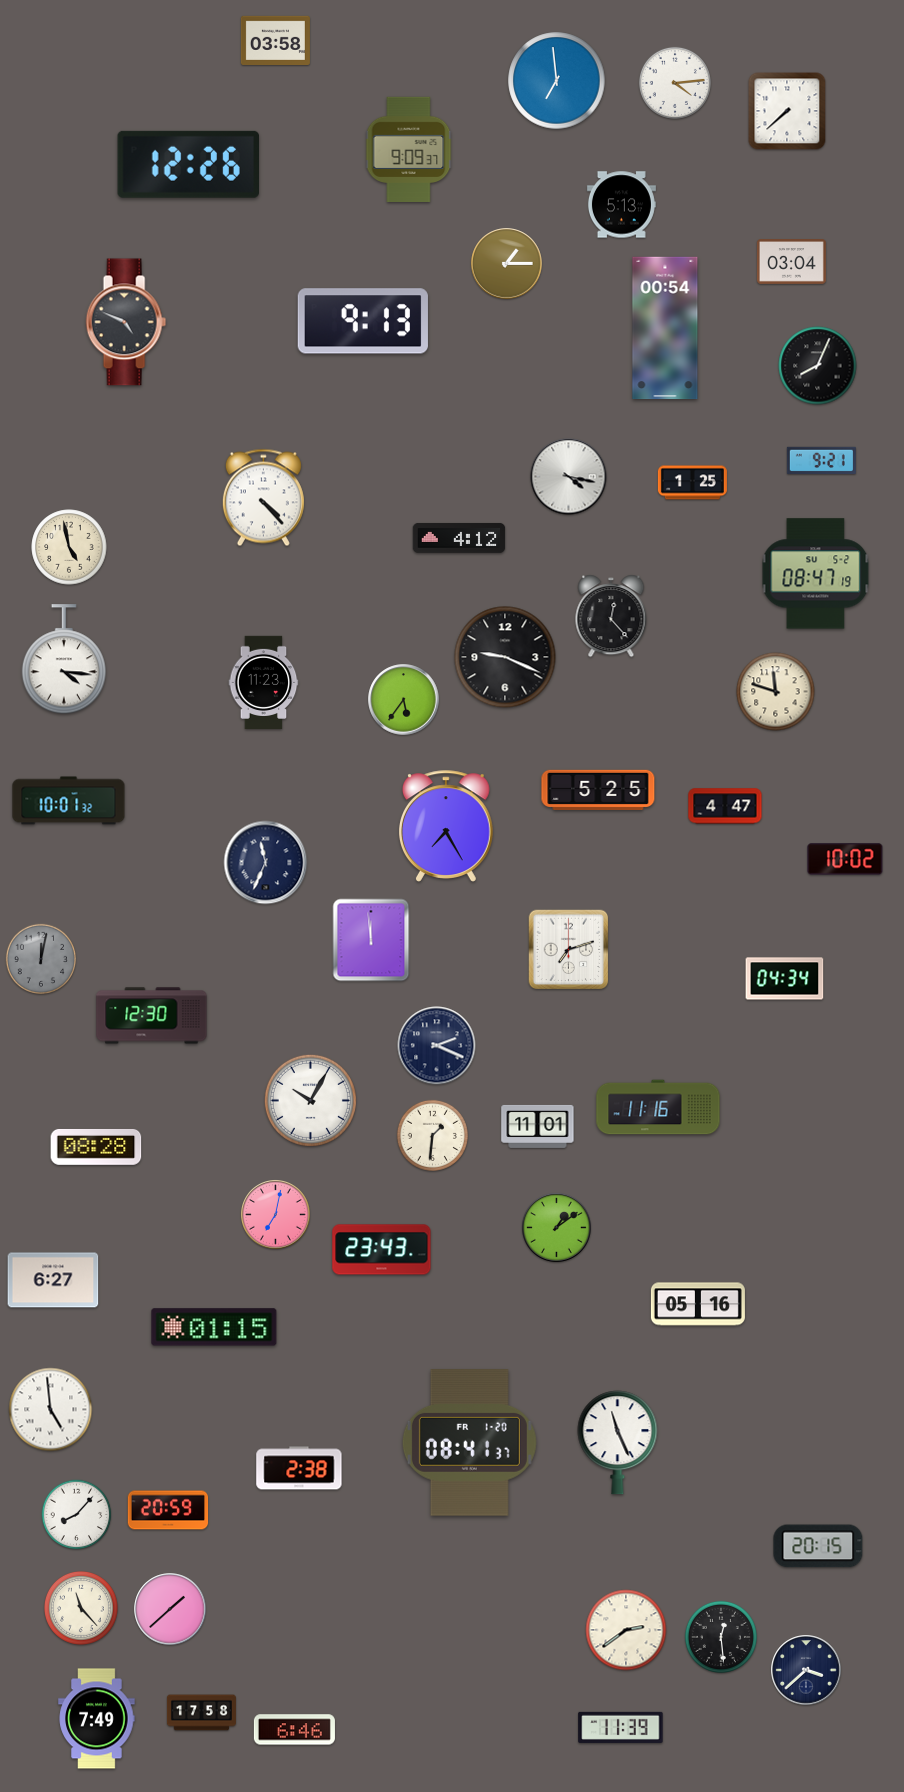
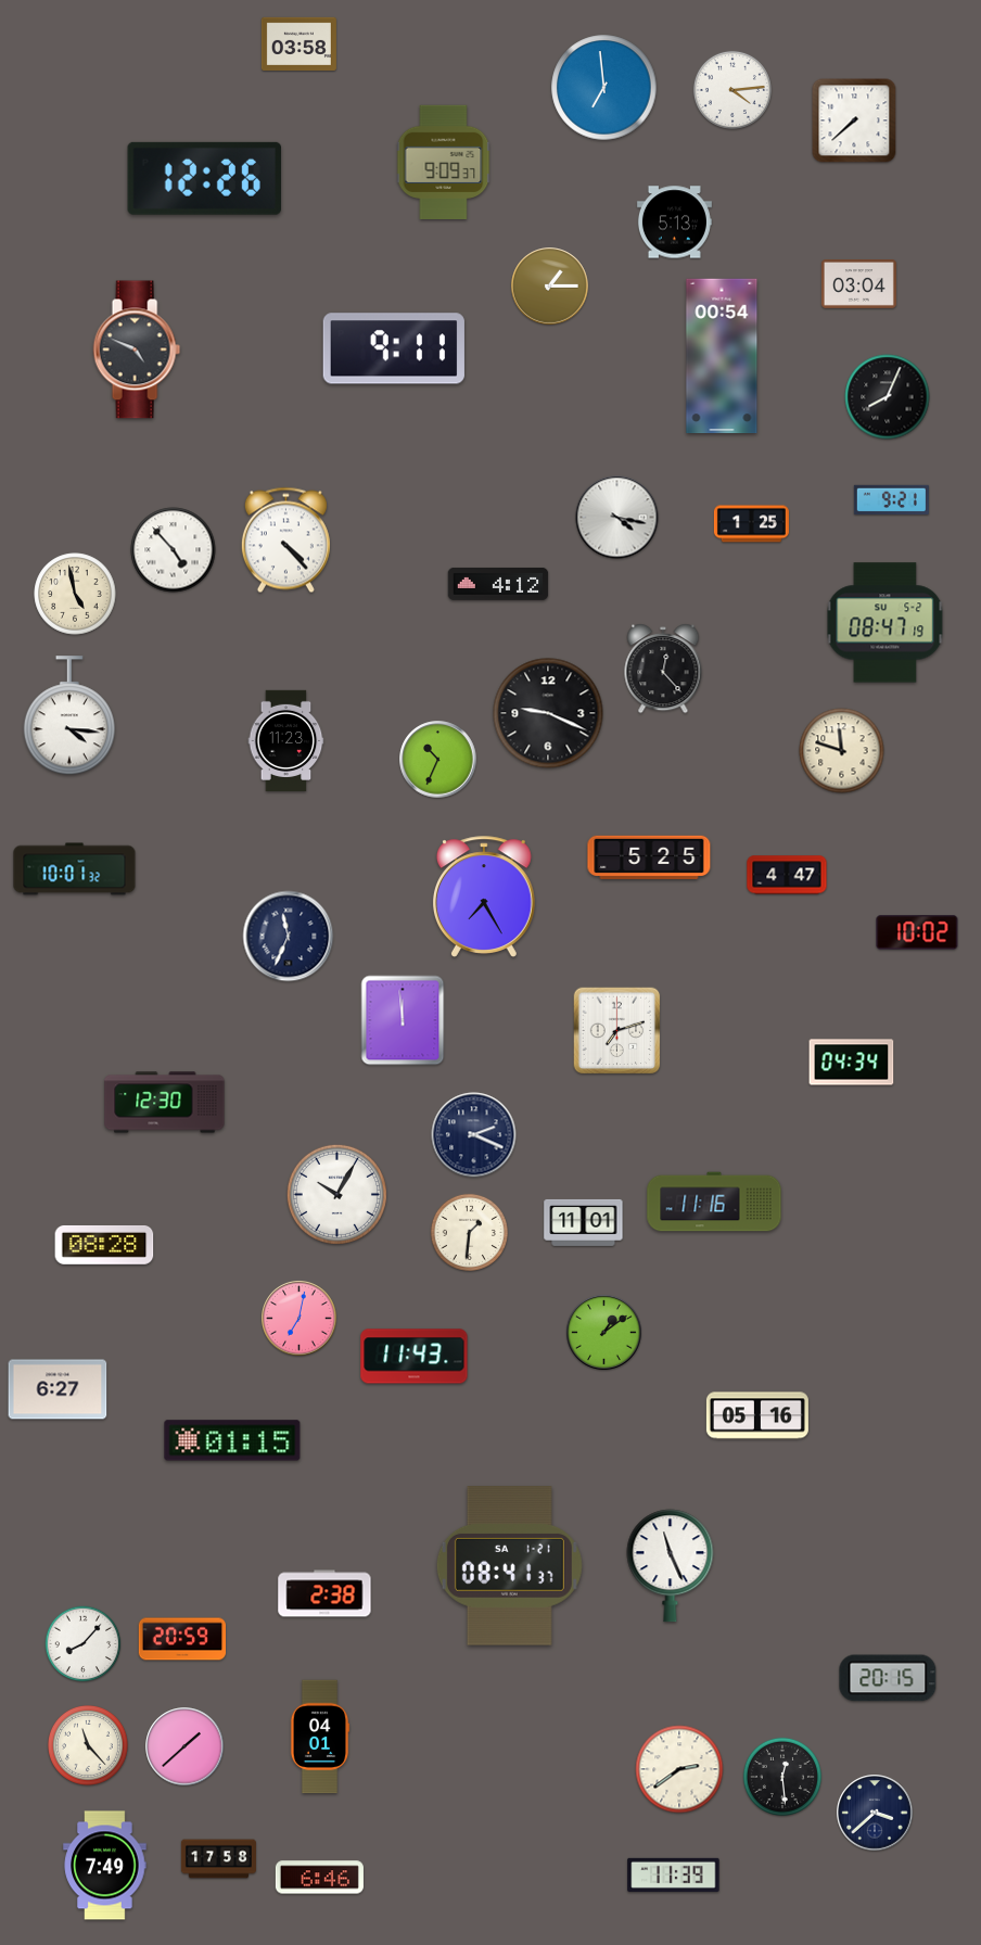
clock at (363, 321): 9:13 -> 9:11
clock at (174, 550): none -> 4:53
clock at (404, 700): 5:36 -> 10:34
clock at (41, 959): 12:02 -> none
clock at (382, 1250): 23:43 -> 11:43
clock at (51, 1410): 4:59 -> none
clock at (469, 1443) date: FR 1-20 -> SA 1-21
clock at (320, 1737): none -> 04:01
